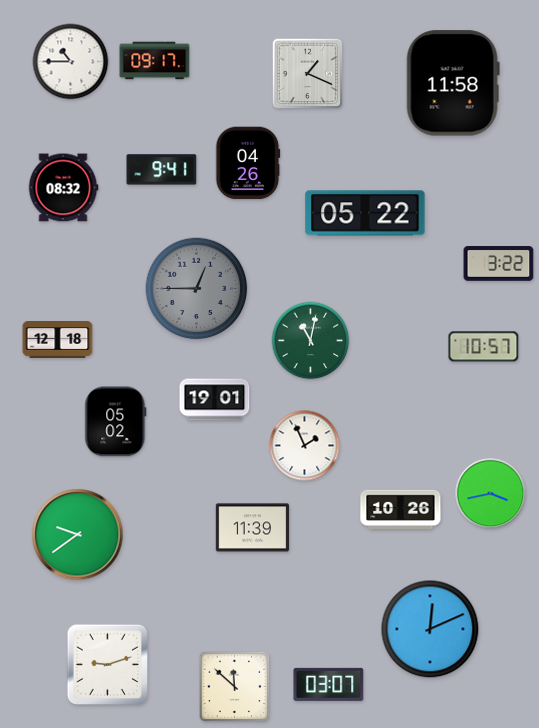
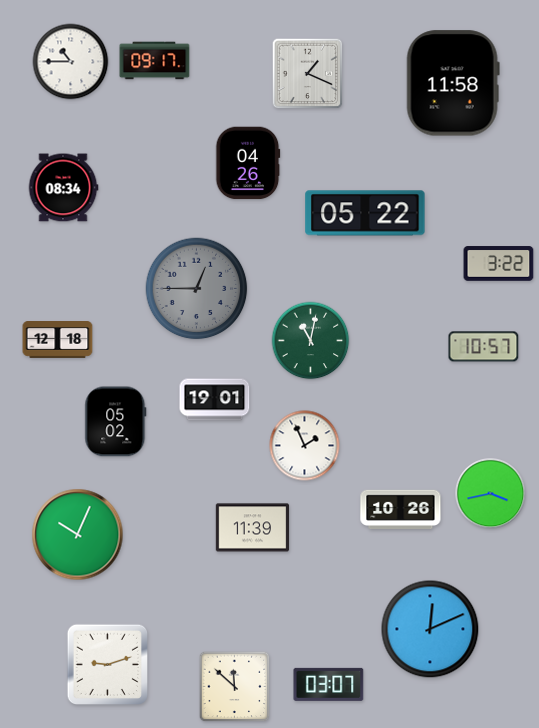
clock at (162, 170): 9:41 -> none
clock at (63, 188): 08:32 -> 08:34
clock at (78, 535): 9:39 -> 10:04
